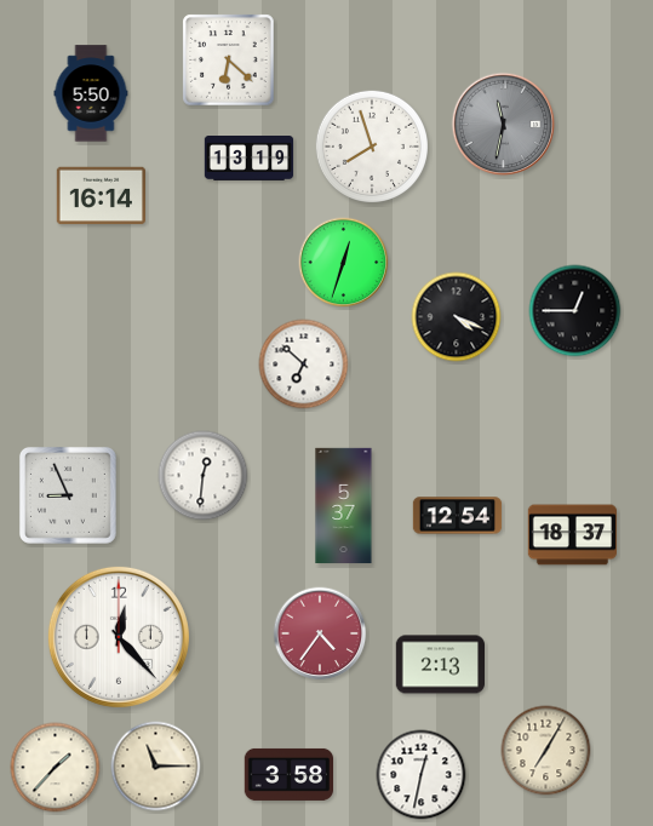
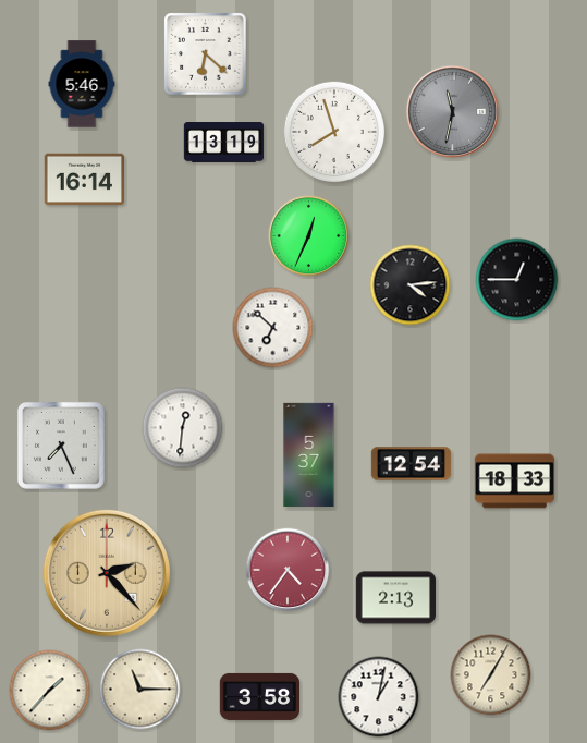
clock at (91, 93): 5:50 -> 5:46
clock at (101, 196) position: (101, 196) -> (84, 180)
clock at (344, 263): 12:33 -> 12:34
clock at (457, 317): 4:19 -> 4:14
clock at (68, 495): 8:56 -> 7:26
clock at (573, 535): 18:37 -> 18:33
clock at (119, 637): 12:23 -> 2:23
clock at (119, 637) dial: white -> champagne
clock at (422, 775): 12:32 -> 1:02
